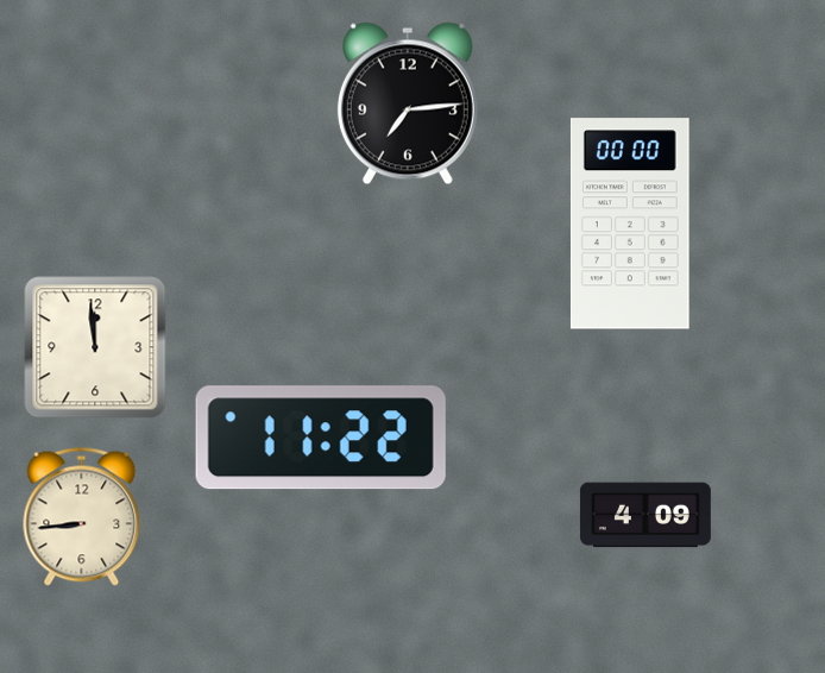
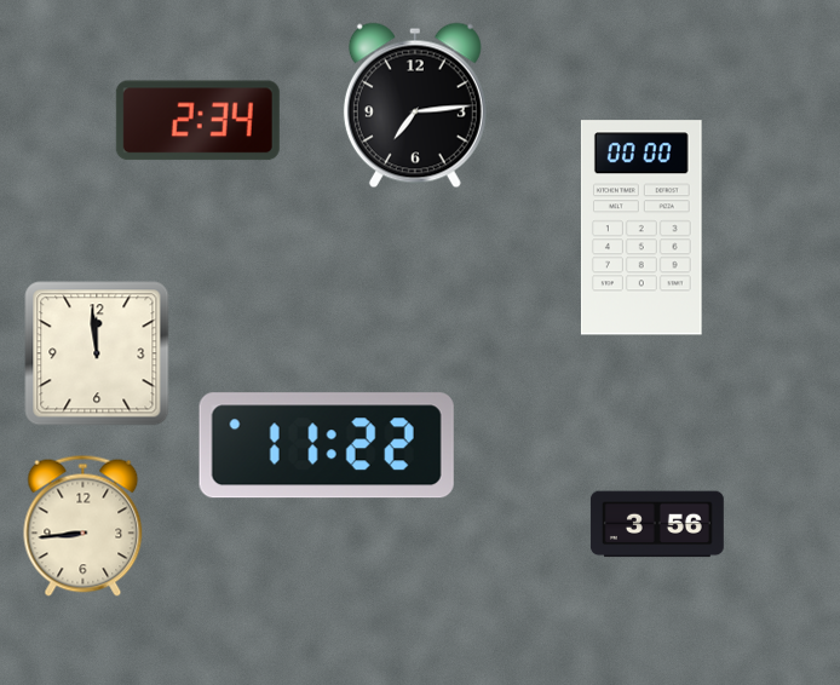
clock at (197, 121): none -> 2:34
clock at (645, 515): 4:09 -> 3:56
